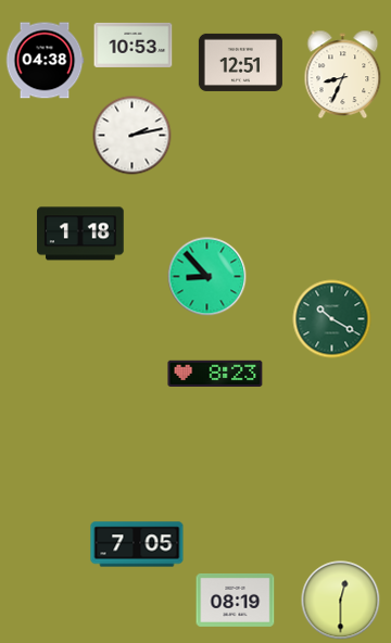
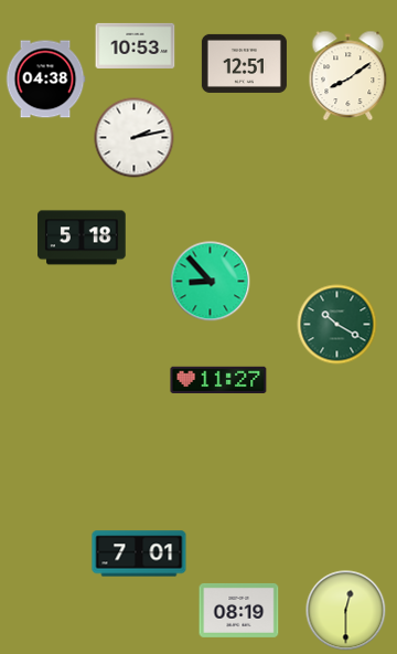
clock at (45, 61) position: (45, 61) -> (45, 80)
clock at (343, 74): 8:34 -> 8:09
clock at (80, 234): 1:18 -> 5:18
clock at (215, 374): 8:23 -> 11:27
clock at (137, 544): 7:05 -> 7:01
